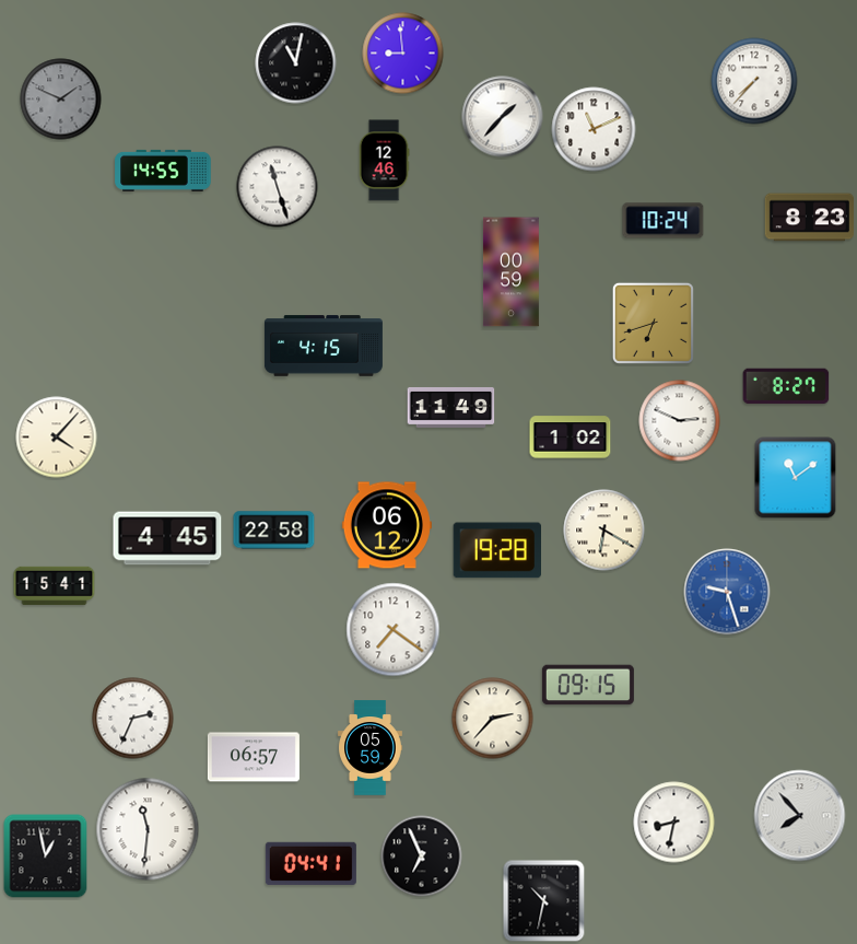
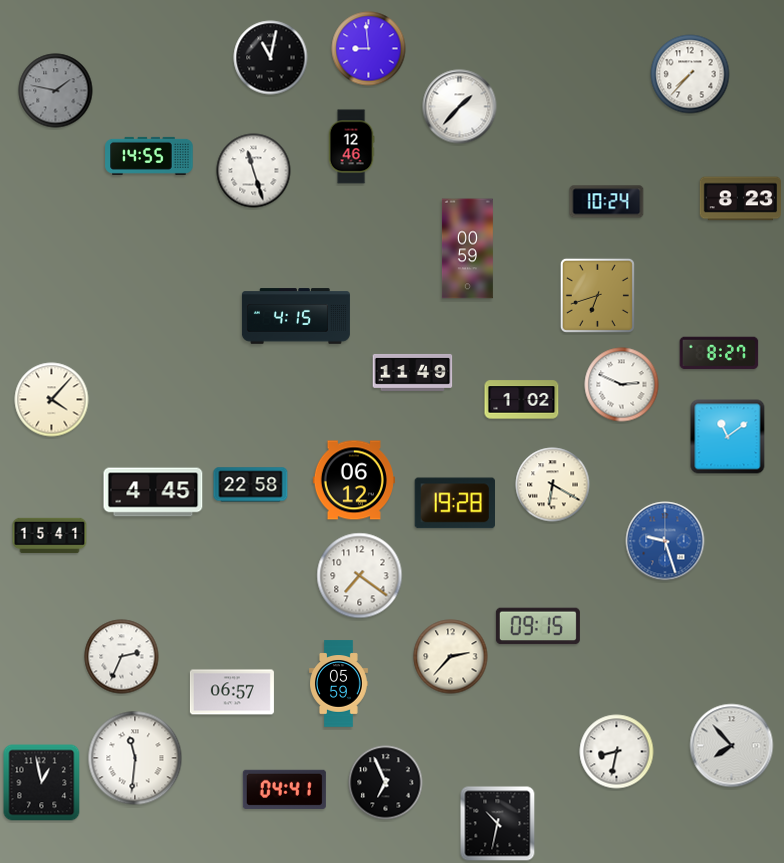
clock at (61, 100): 1:49 -> 1:47
clock at (594, 129): 11:11 -> none
